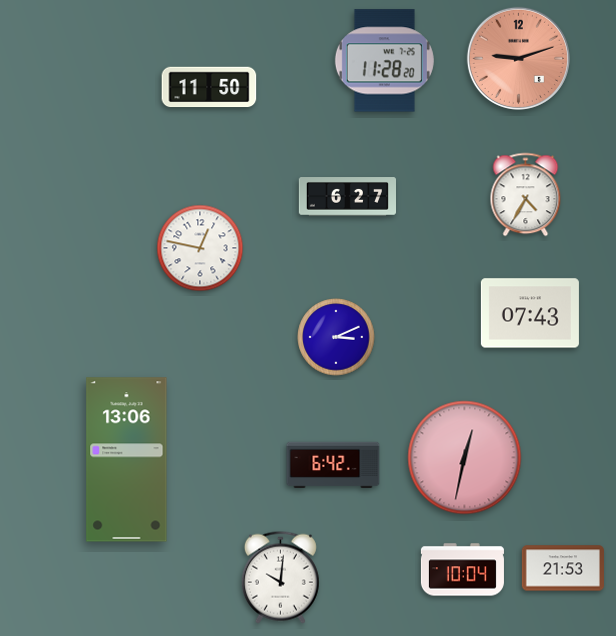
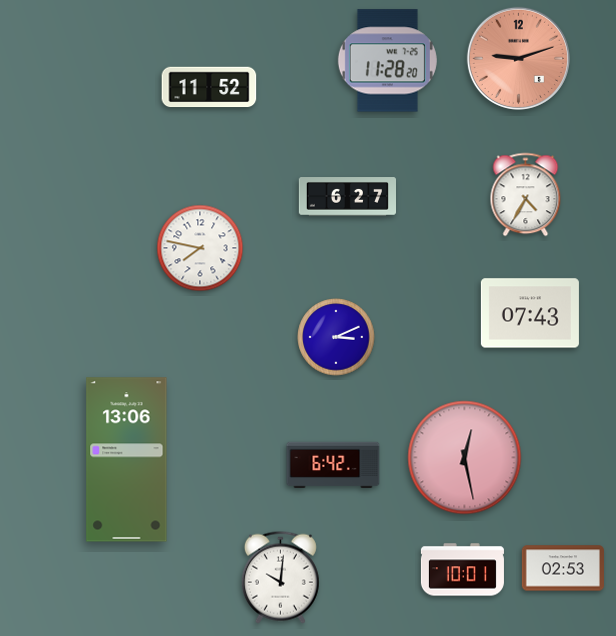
clock at (384, 61) position: (384, 61) -> (387, 61)
clock at (209, 87): 11:50 -> 11:52
clock at (200, 248): 12:47 -> 7:47
clock at (465, 458): 12:32 -> 12:28
clock at (563, 568): 21:53 -> 02:53
clock at (462, 570): 10:04 -> 10:01
